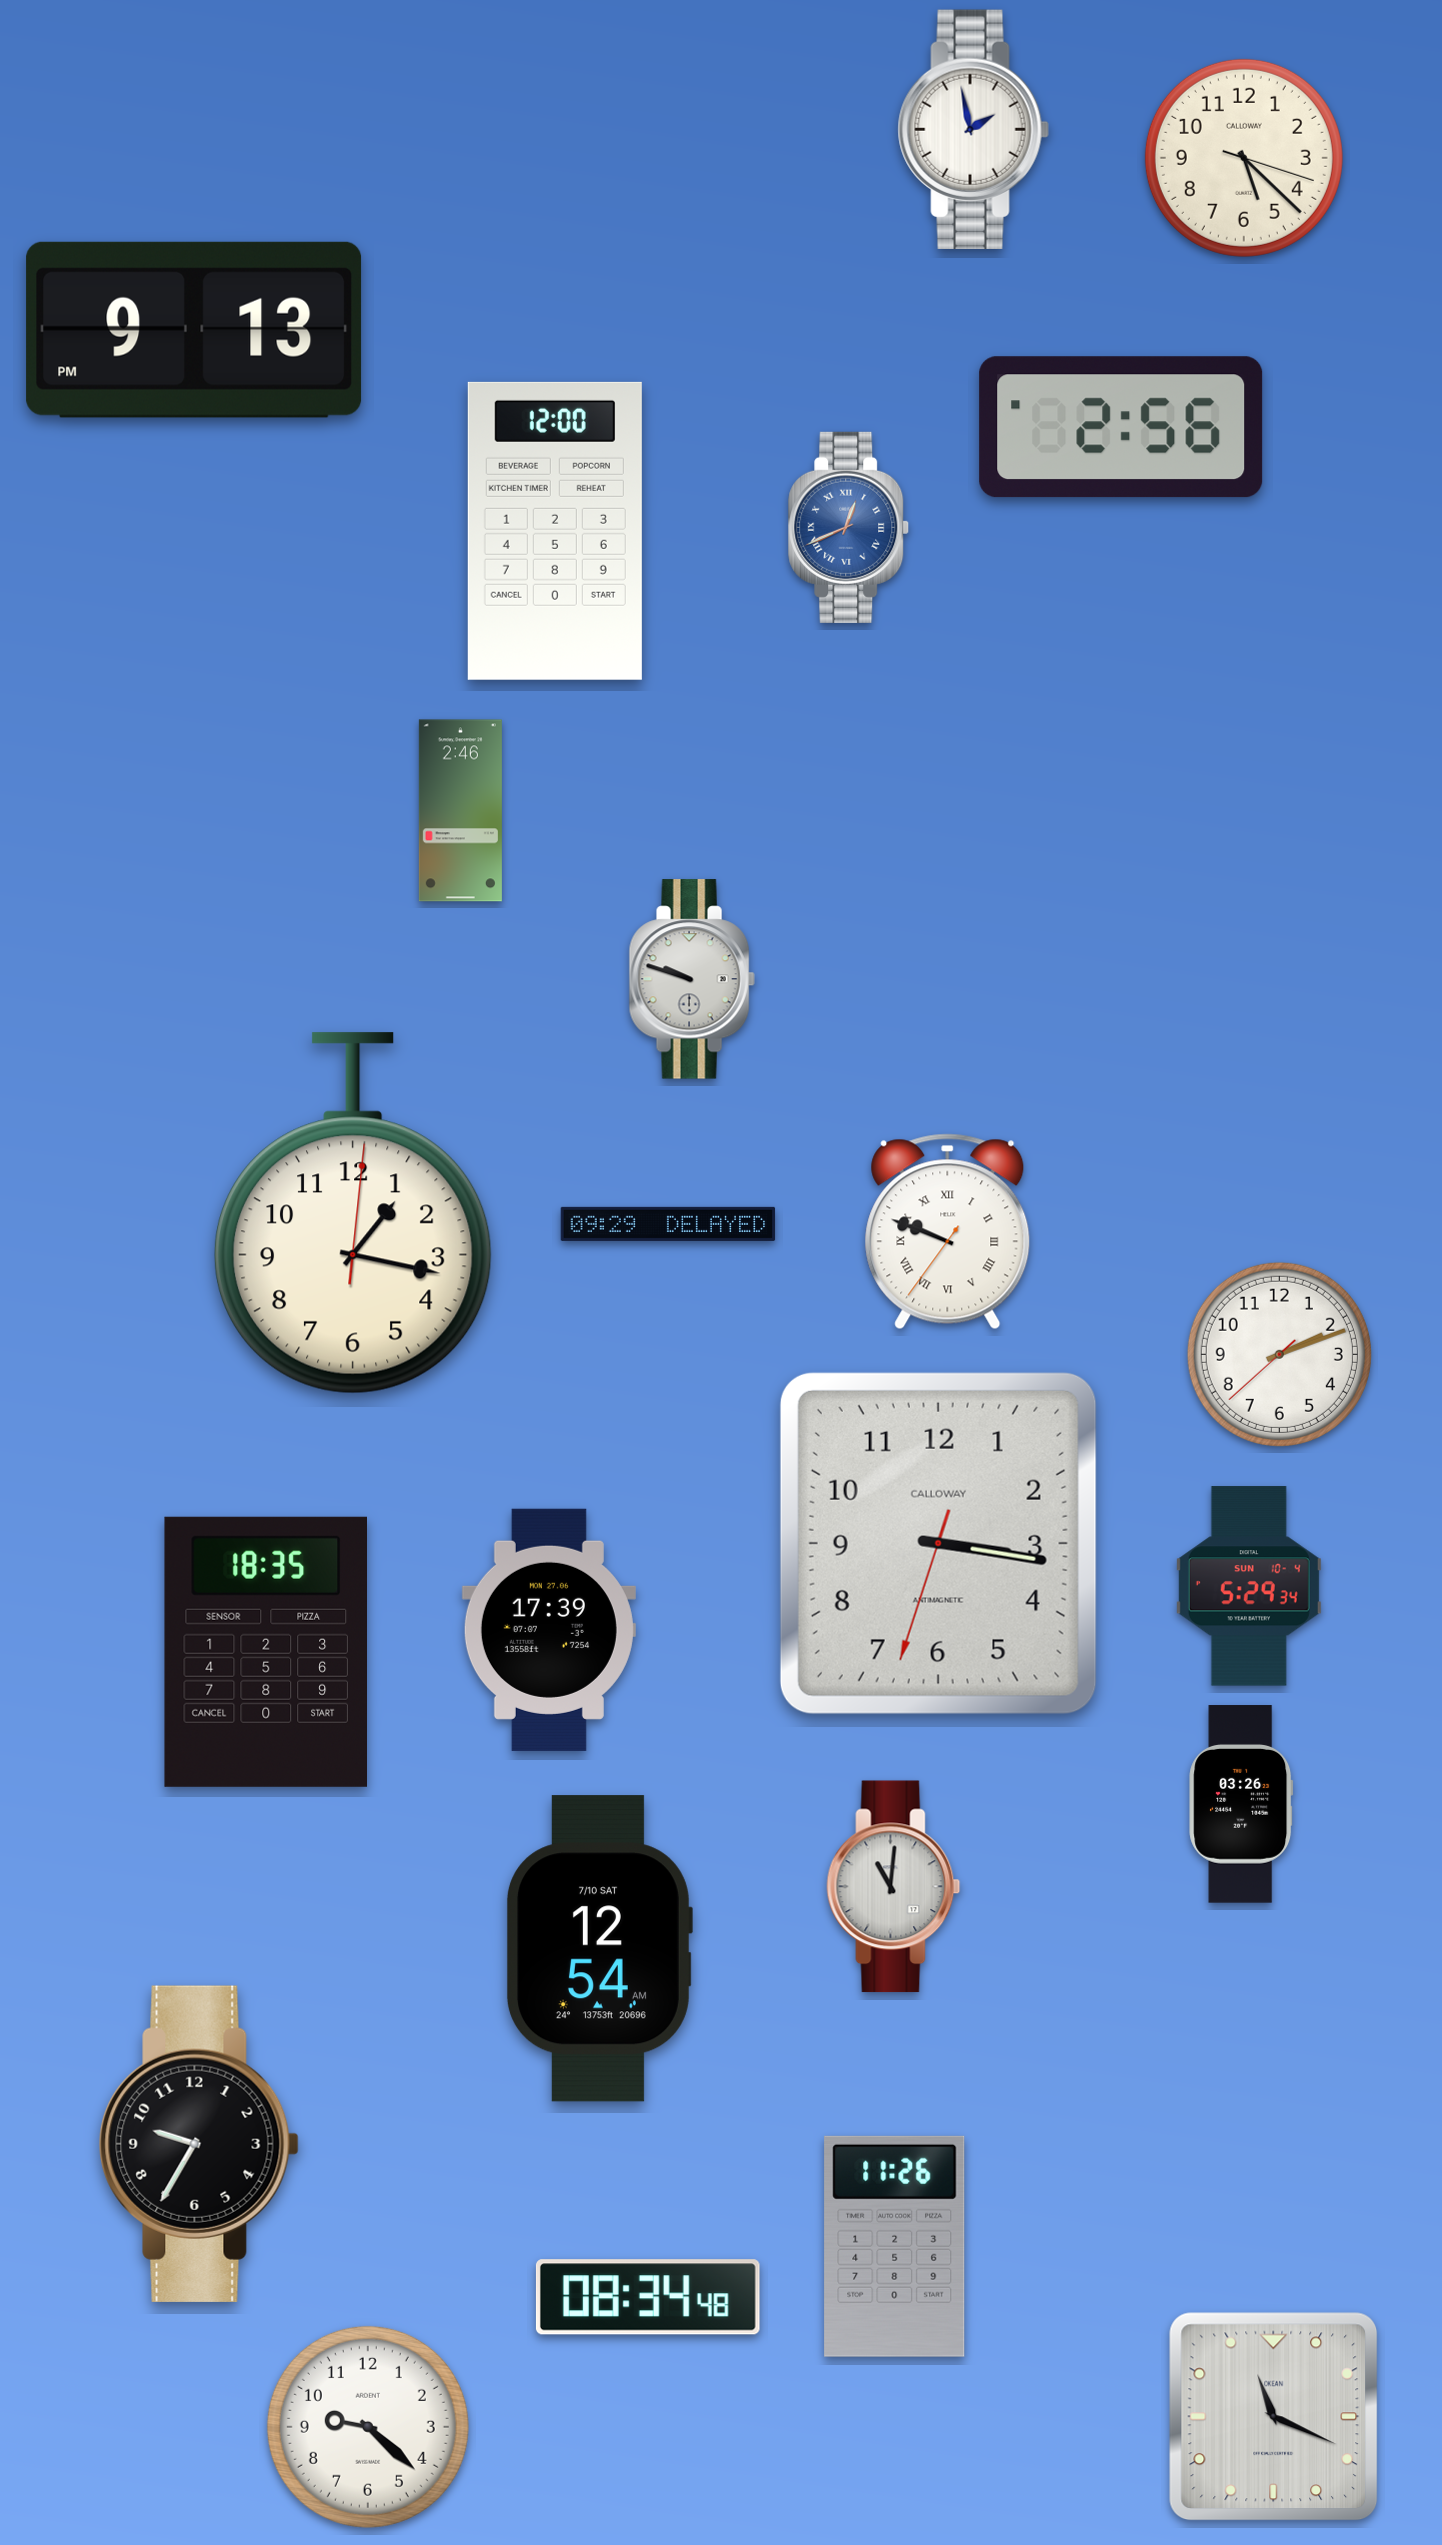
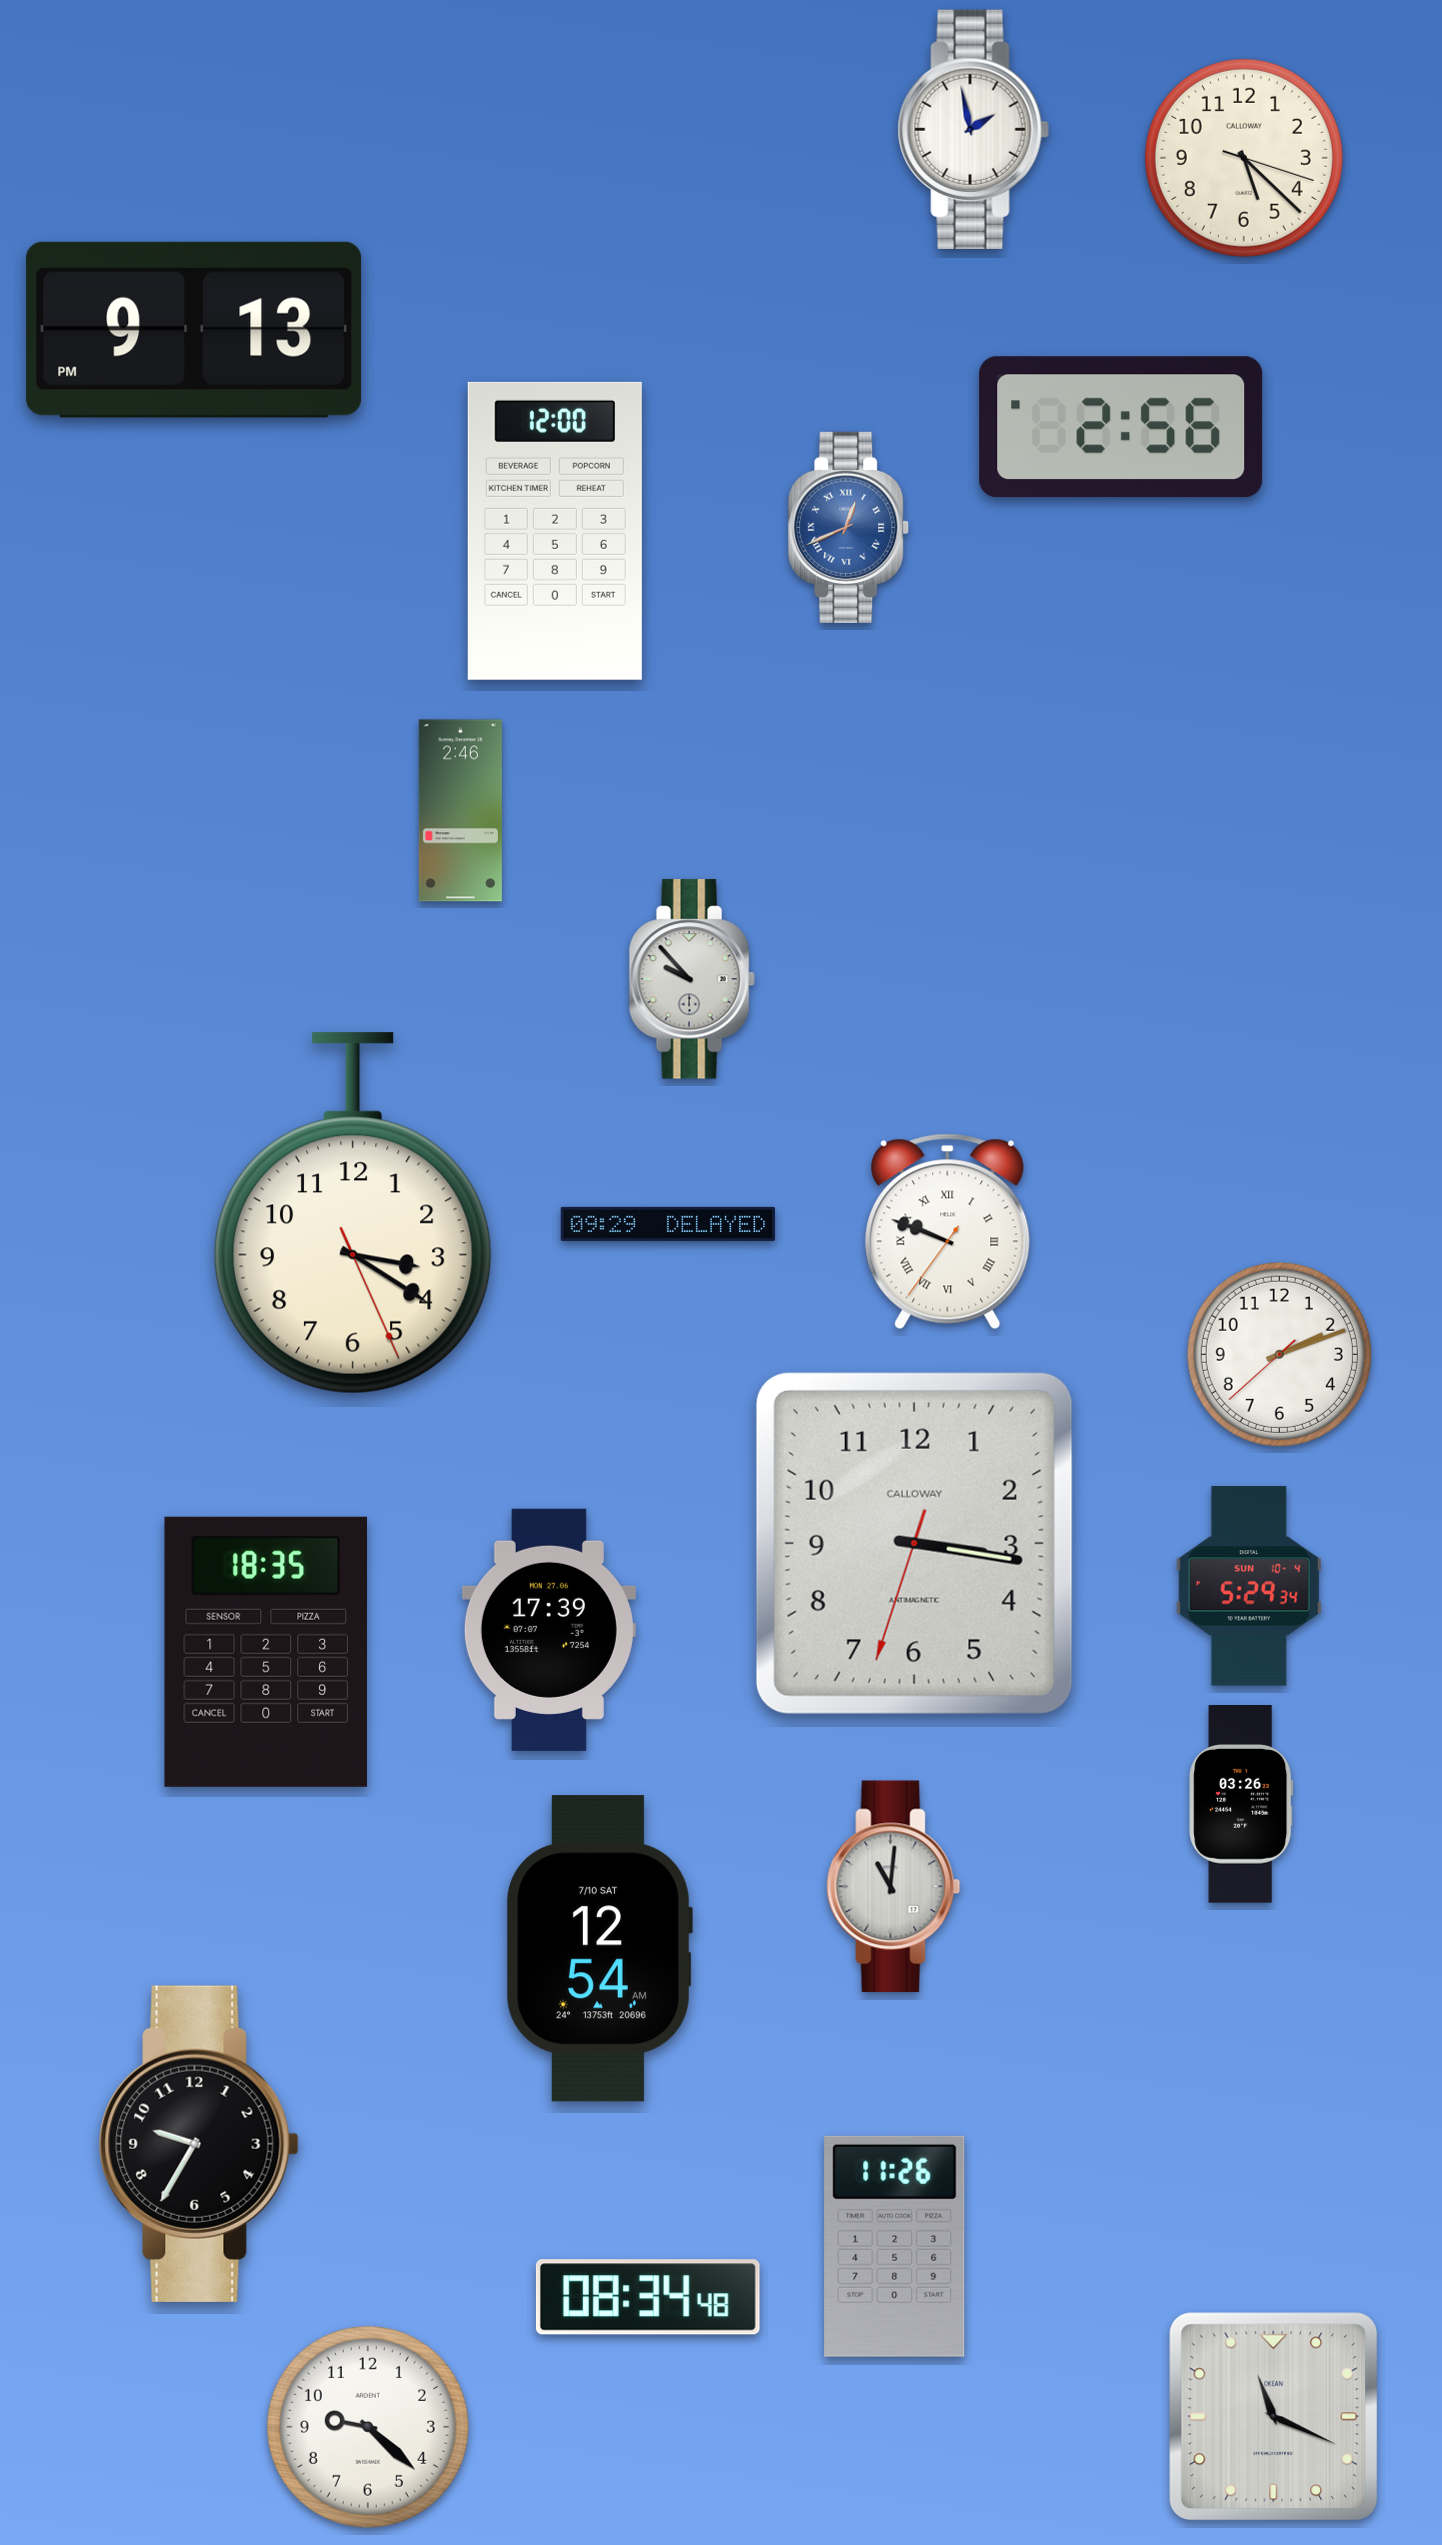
clock at (692, 979): 9:48 -> 9:53
clock at (353, 1213): 1:17 -> 3:20
clock at (938, 1543) position: (938, 1543) -> (914, 1543)
